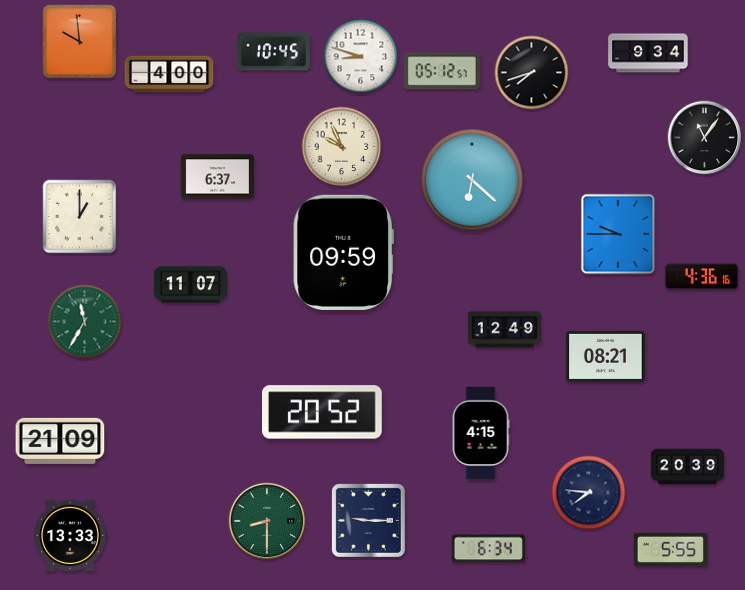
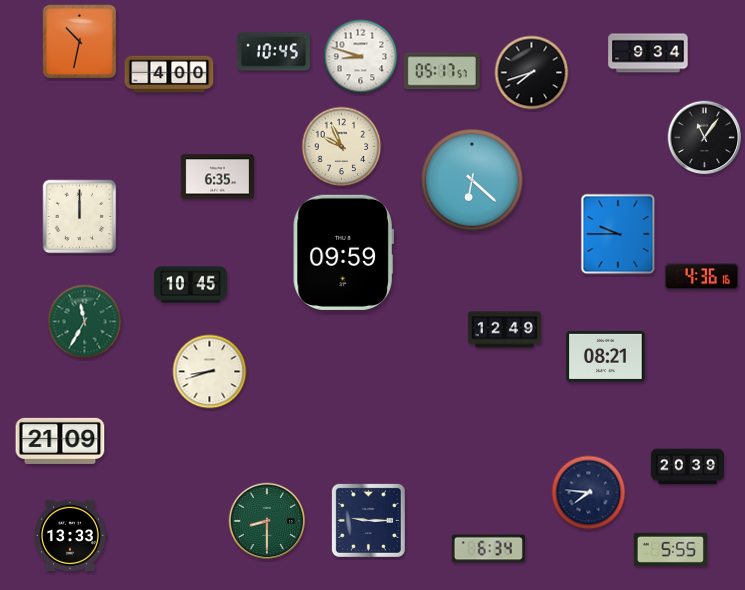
clock at (80, 42): 9:59 -> 10:32
clock at (442, 71): 05:12 -> 05:17
clock at (217, 177): 6:37 -> 6:35
clock at (80, 217): 1:00 -> 12:00
clock at (190, 285): 11:07 -> 10:45
clock at (210, 372): none -> 8:42
clock at (322, 412): 20:52 -> none
clock at (481, 433): 4:15 -> none
